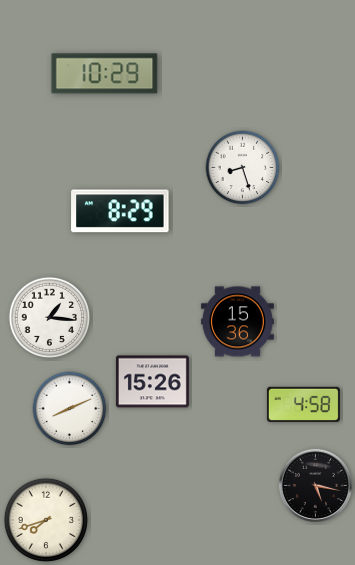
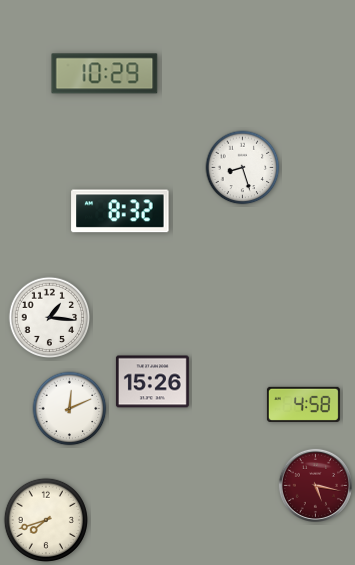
clock at (120, 211): 8:29 -> 8:32
clock at (237, 322): 15:36 -> none
clock at (70, 409): 8:11 -> 12:11
clock at (315, 485) dial: black -> burgundy
